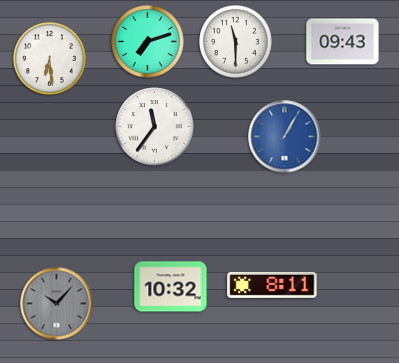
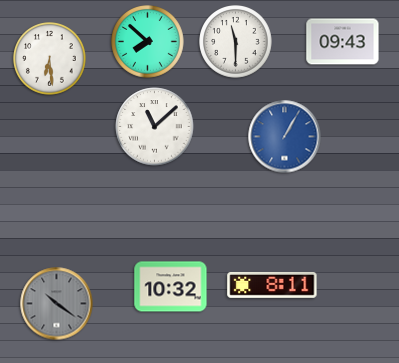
clock at (148, 42): 7:12 -> 7:52
clock at (155, 127): 11:36 -> 11:08
clock at (57, 304): 10:07 -> 10:21
